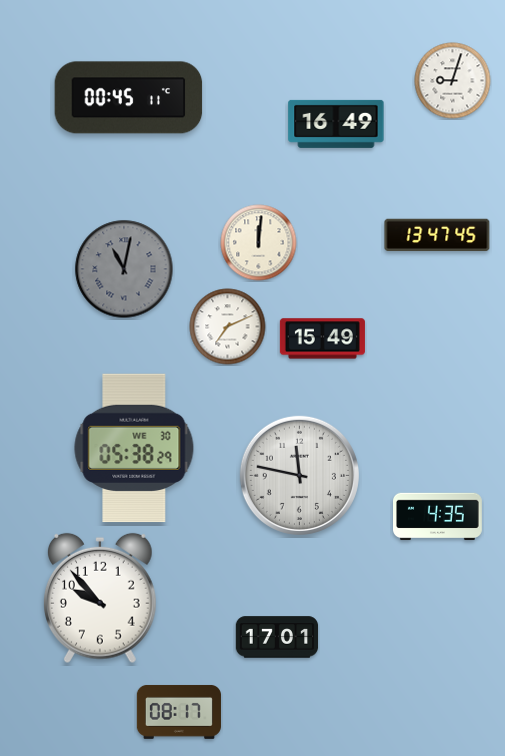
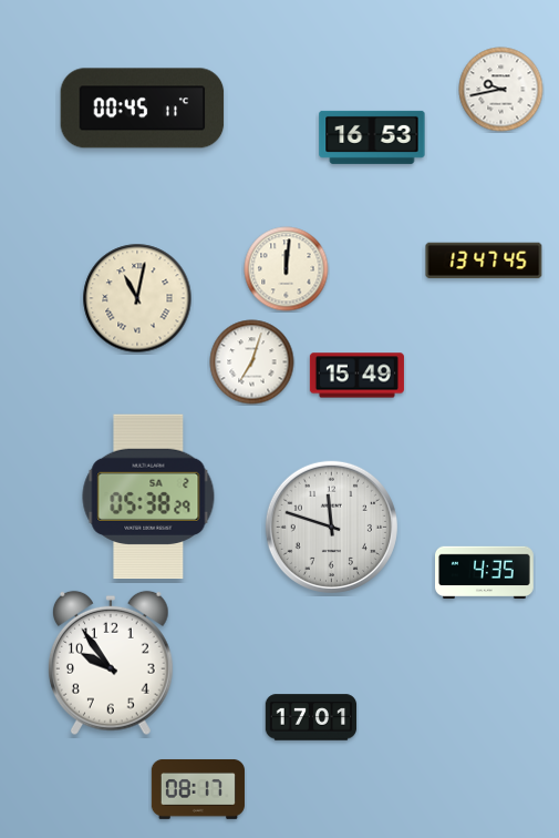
clock at (453, 81): 9:03 -> 9:43
clock at (336, 124): 16:49 -> 16:53
clock at (124, 269) dial: grey -> cream
clock at (228, 327): 7:11 -> 7:03
clock at (134, 448) date: WE 30 -> SA 2
clock at (299, 475): 11:47 -> 11:48
clock at (101, 598): 9:53 -> 9:54
clock at (277, 637) position: (277, 637) -> (311, 717)
